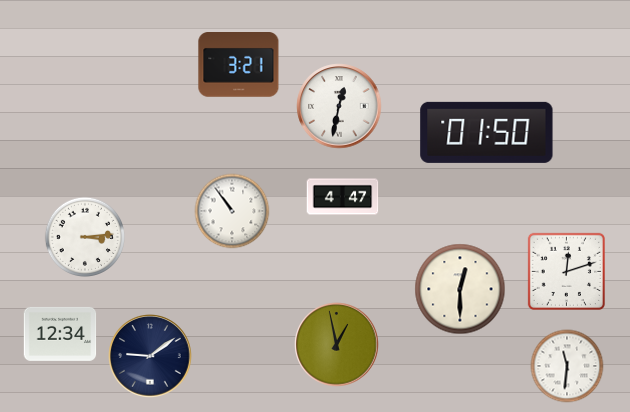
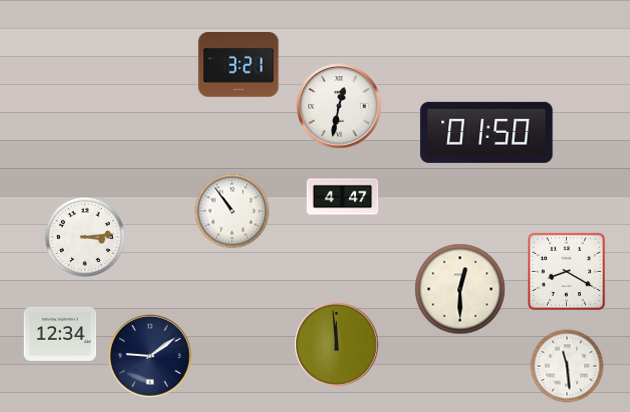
clock at (566, 271): 12:12 -> 8:20
clock at (337, 345): 12:58 -> 11:59
clock at (567, 366): 11:31 -> 11:29
